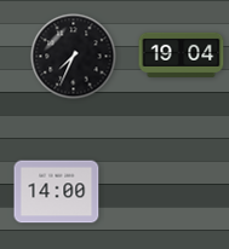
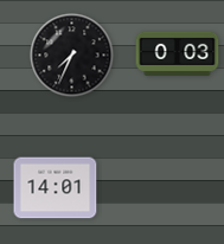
clock at (182, 54): 19:04 -> 0:03
clock at (57, 192): 14:00 -> 14:01
